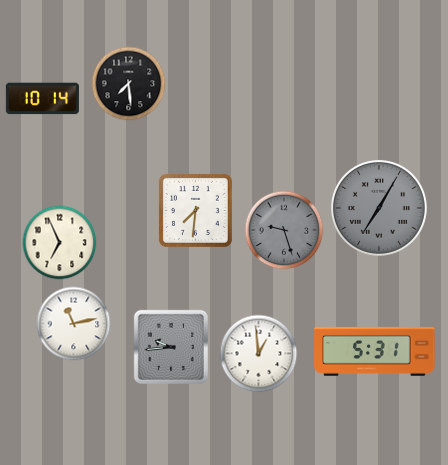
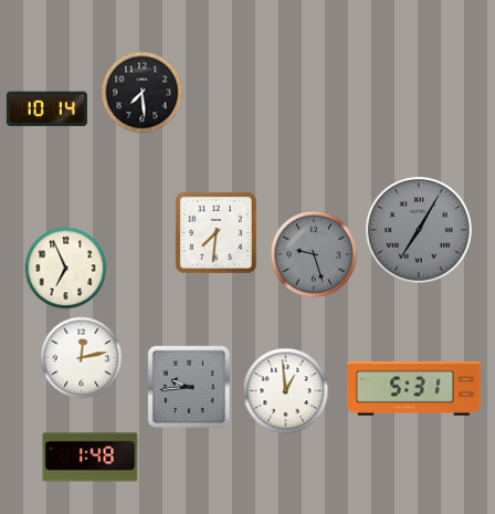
clock at (74, 324): 11:13 -> 12:13
clock at (171, 347) position: (171, 347) -> (189, 387)
clock at (91, 458): none -> 1:48
